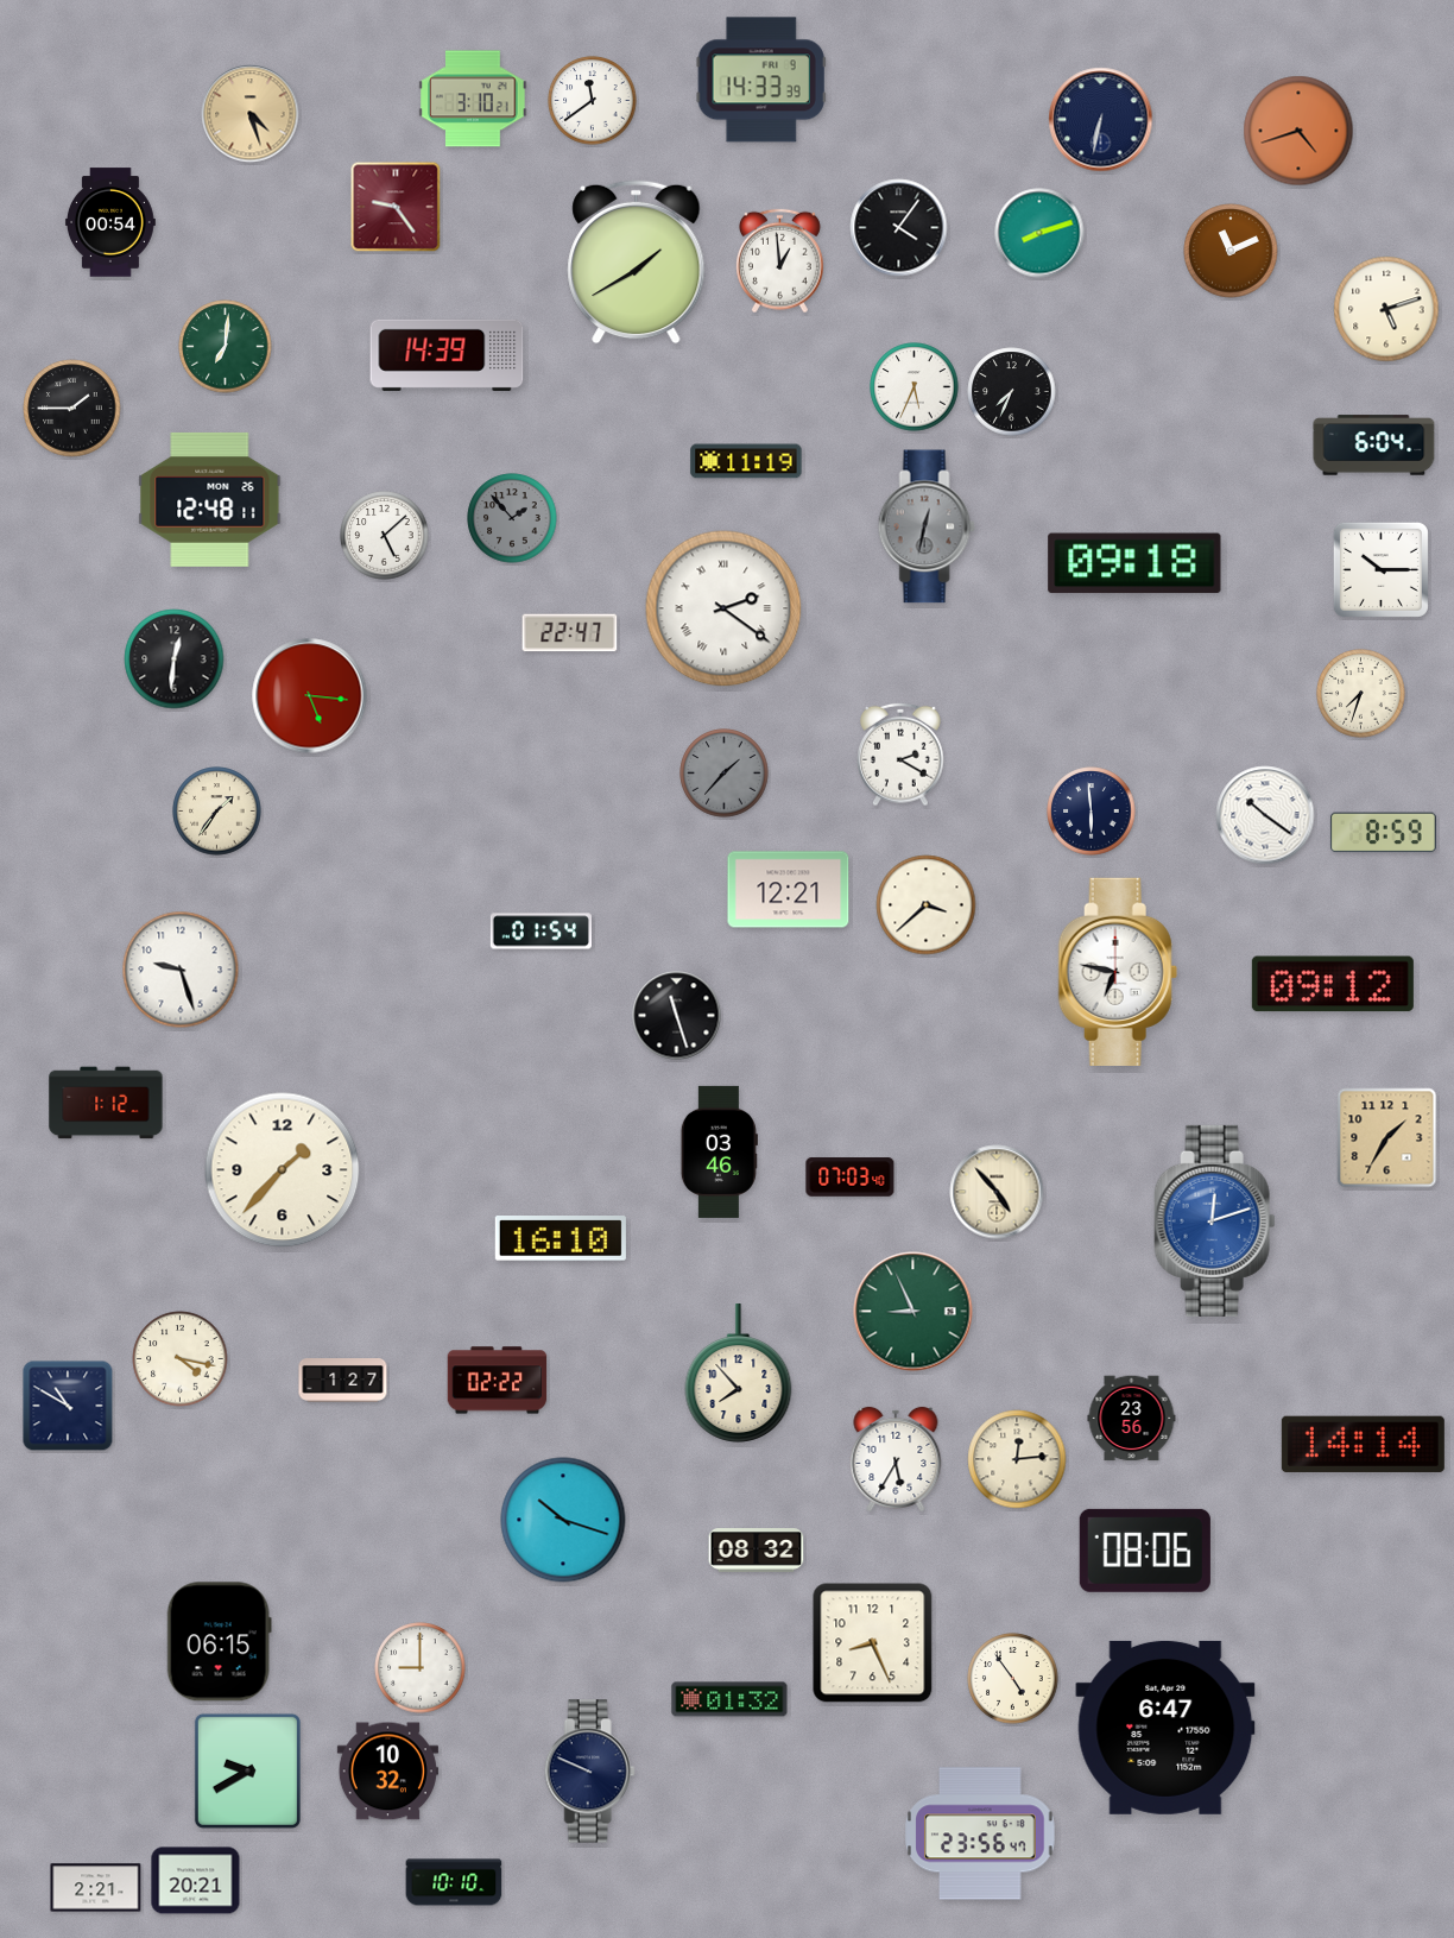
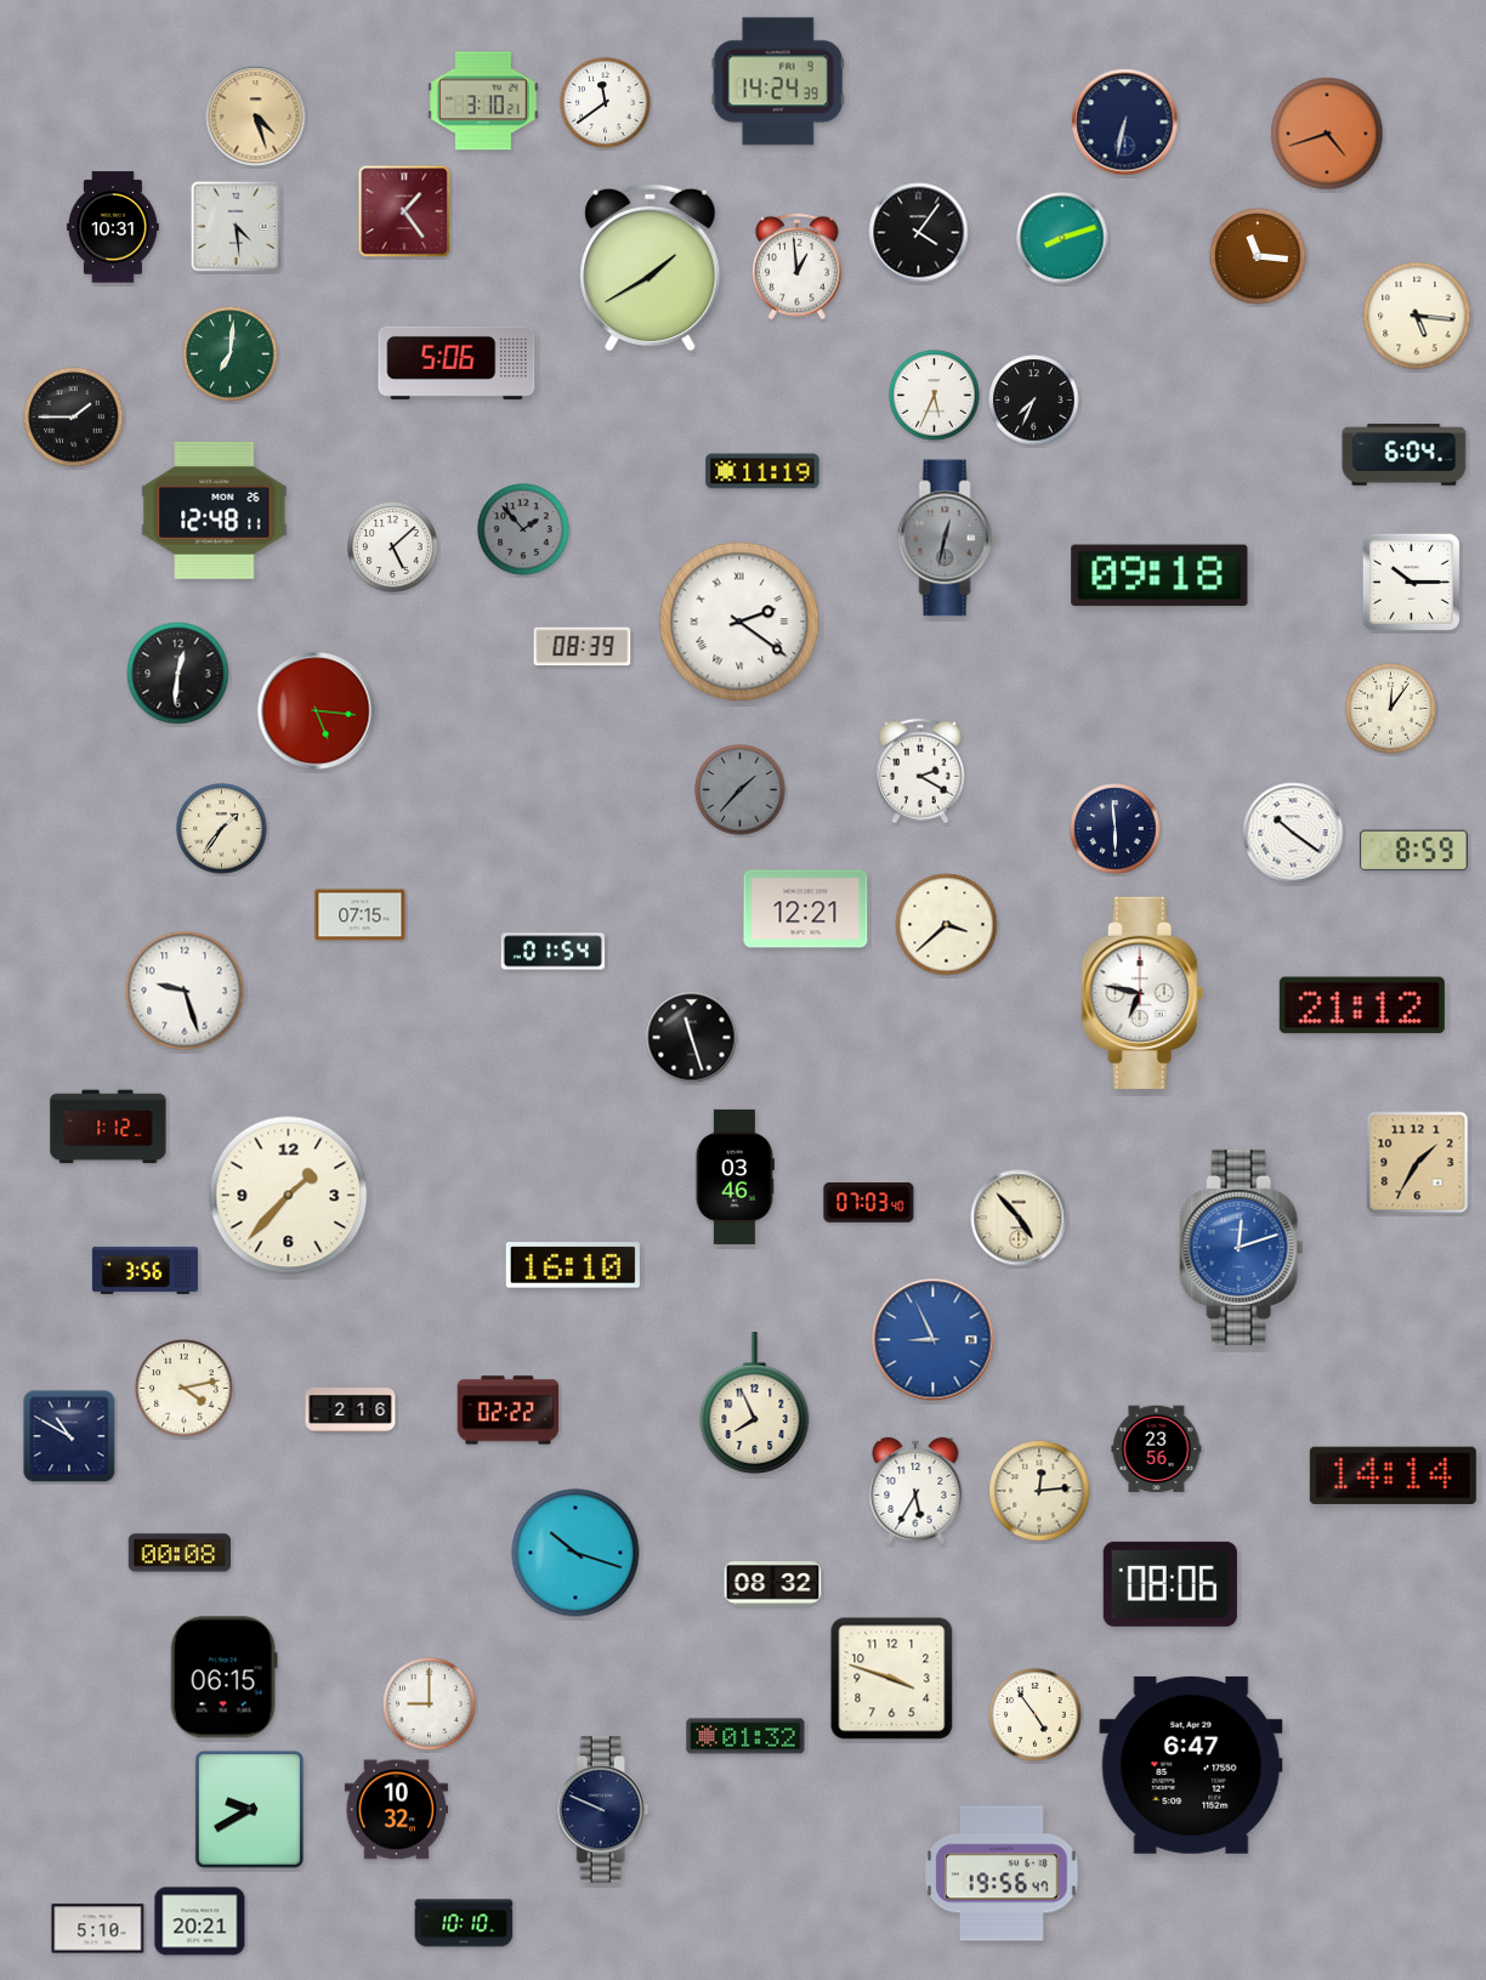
clock at (761, 80): 14:33 -> 14:24
clock at (396, 207): 9:24 -> 1:24
clock at (110, 222): 00:54 -> 10:31
clock at (237, 227): none -> 4:29
clock at (1231, 251): 11:11 -> 11:16
clock at (1386, 309): 5:12 -> 5:16
clock at (447, 355): 14:39 -> 5:06
clock at (570, 633): 22:47 -> 08:39
clock at (1361, 694): 7:33 -> 12:06
clock at (361, 915): none -> 07:15
clock at (1333, 984): 09:12 -> 21:12
clock at (144, 1270): none -> 3:56
clock at (914, 1312) dial: green -> blue
clock at (181, 1359): 4:17 -> 4:13
clock at (739, 1374): 7:53 -> 7:56
clock at (343, 1381): 1:27 -> 2:16
clock at (178, 1553): none -> 00:08
clock at (873, 1643): 8:26 -> 3:48
clock at (247, 1770) position: (247, 1770) -> (249, 1809)
clock at (980, 1833): 23:56 -> 19:56
clock at (96, 1888): 2:21 -> 5:10
